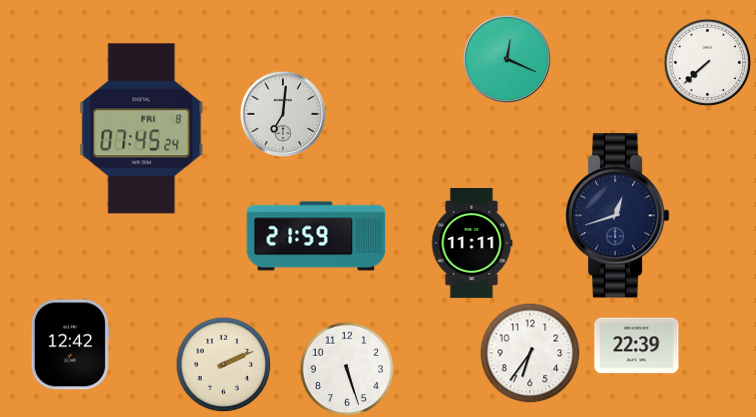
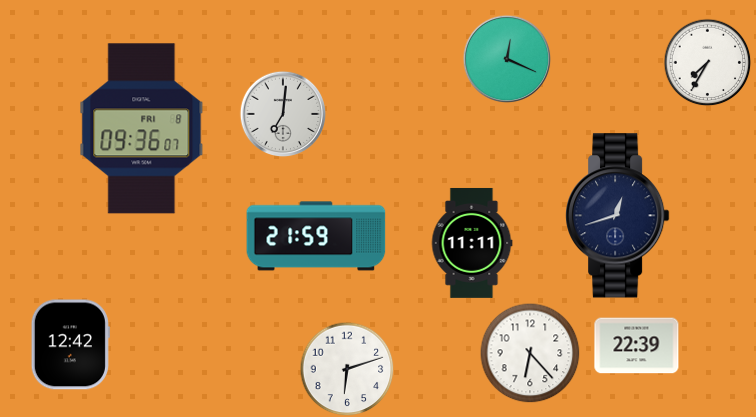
clock at (707, 62): 7:38 -> 7:35
clock at (142, 129): 07:45 -> 09:36
clock at (530, 353): 6:36 -> 6:23
clock at (223, 364): 2:11 -> none
clock at (347, 369): 5:27 -> 6:12
